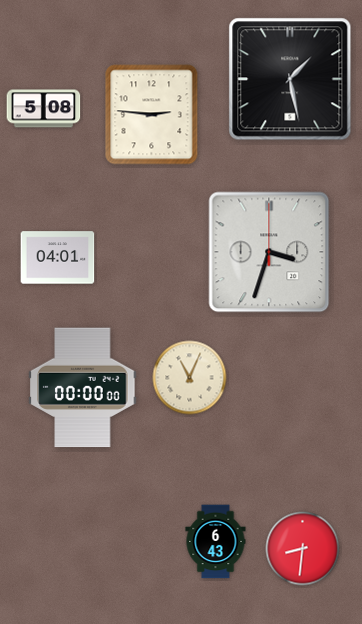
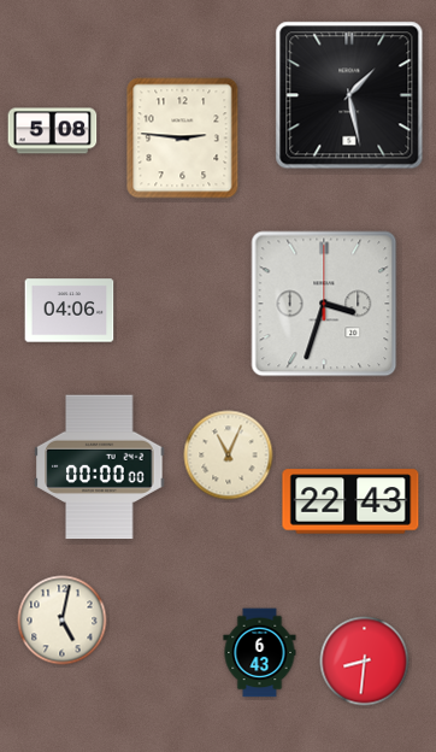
clock at (58, 258): 04:01 -> 04:06
clock at (350, 501): none -> 22:43
clock at (63, 621): none -> 5:02
